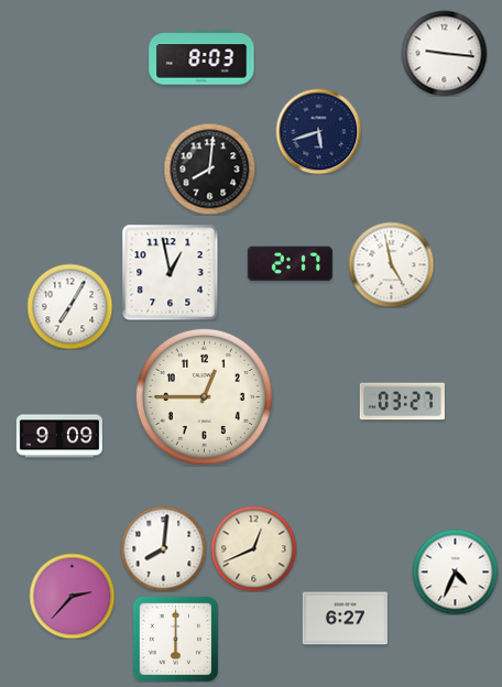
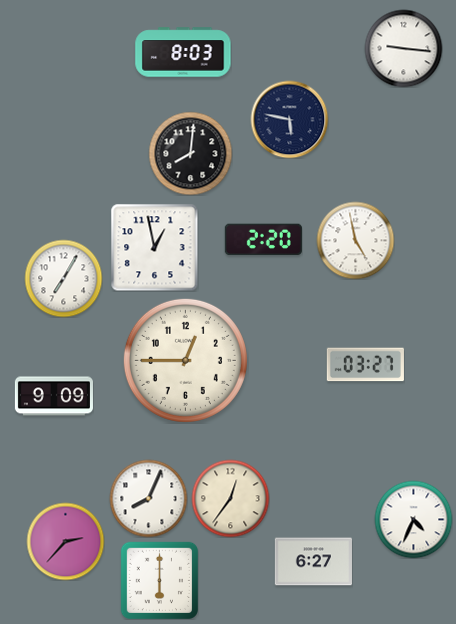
clock at (318, 131): 5:42 -> 5:47
clock at (290, 264): 2:17 -> 2:20
clock at (163, 548): 8:01 -> 8:04
clock at (253, 548): 12:41 -> 12:36
